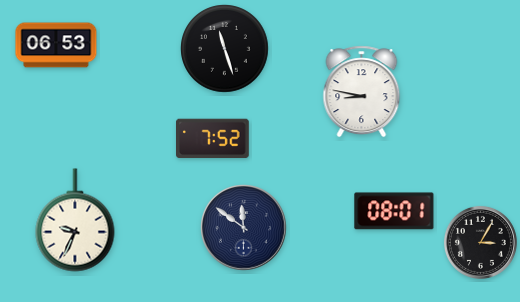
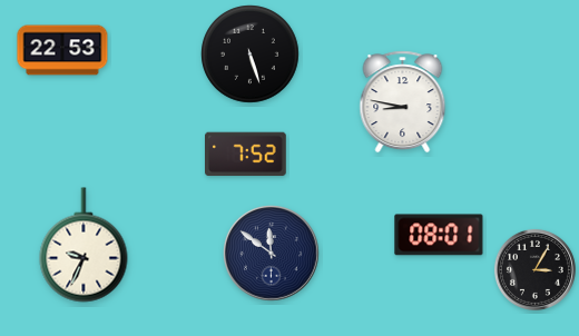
clock at (56, 45): 06:53 -> 22:53
clock at (225, 49): 11:27 -> 5:27
clock at (213, 139) position: (213, 139) -> (246, 155)
